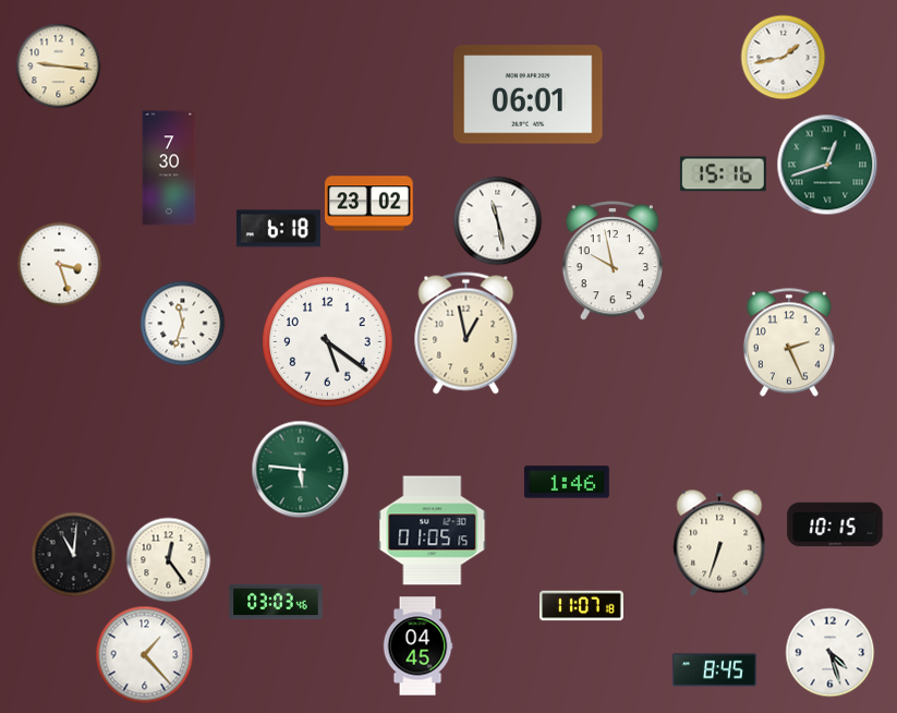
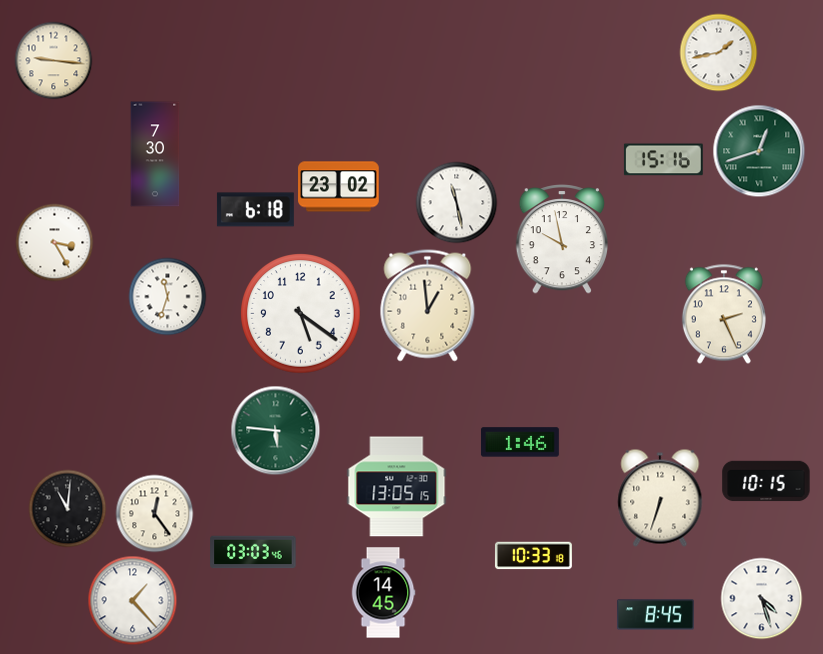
clock at (529, 95): 06:01 -> none
clock at (59, 264): 3:27 -> 3:25
clock at (466, 334): 12:58 -> 12:59
clock at (433, 531): 01:05 -> 13:05
clock at (581, 606): 11:07 -> 10:33
clock at (417, 646): 04:45 -> 14:45
